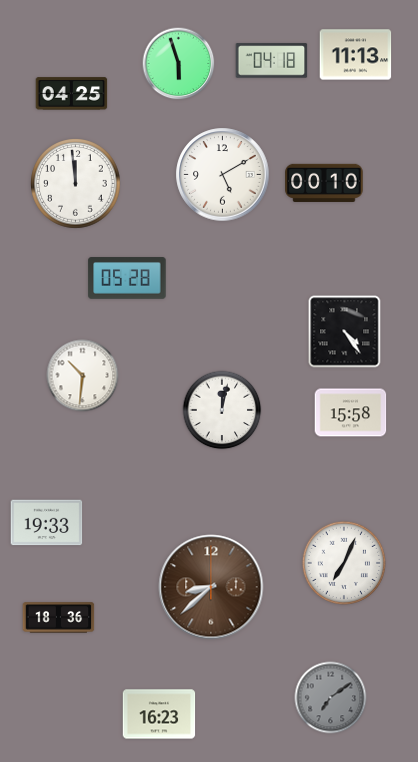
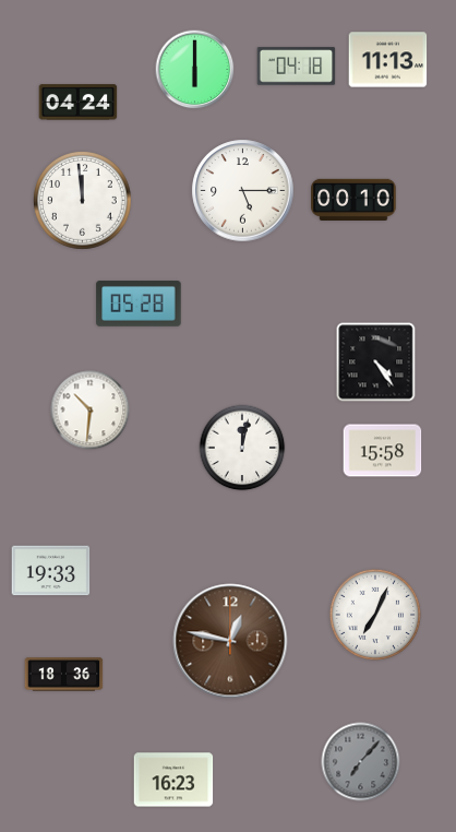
clock at (179, 64): 5:57 -> 6:00
clock at (72, 94): 04:25 -> 04:24
clock at (223, 175): 5:10 -> 5:15
clock at (211, 587): 8:38 -> 12:47
clock at (331, 698): 7:09 -> 7:07
